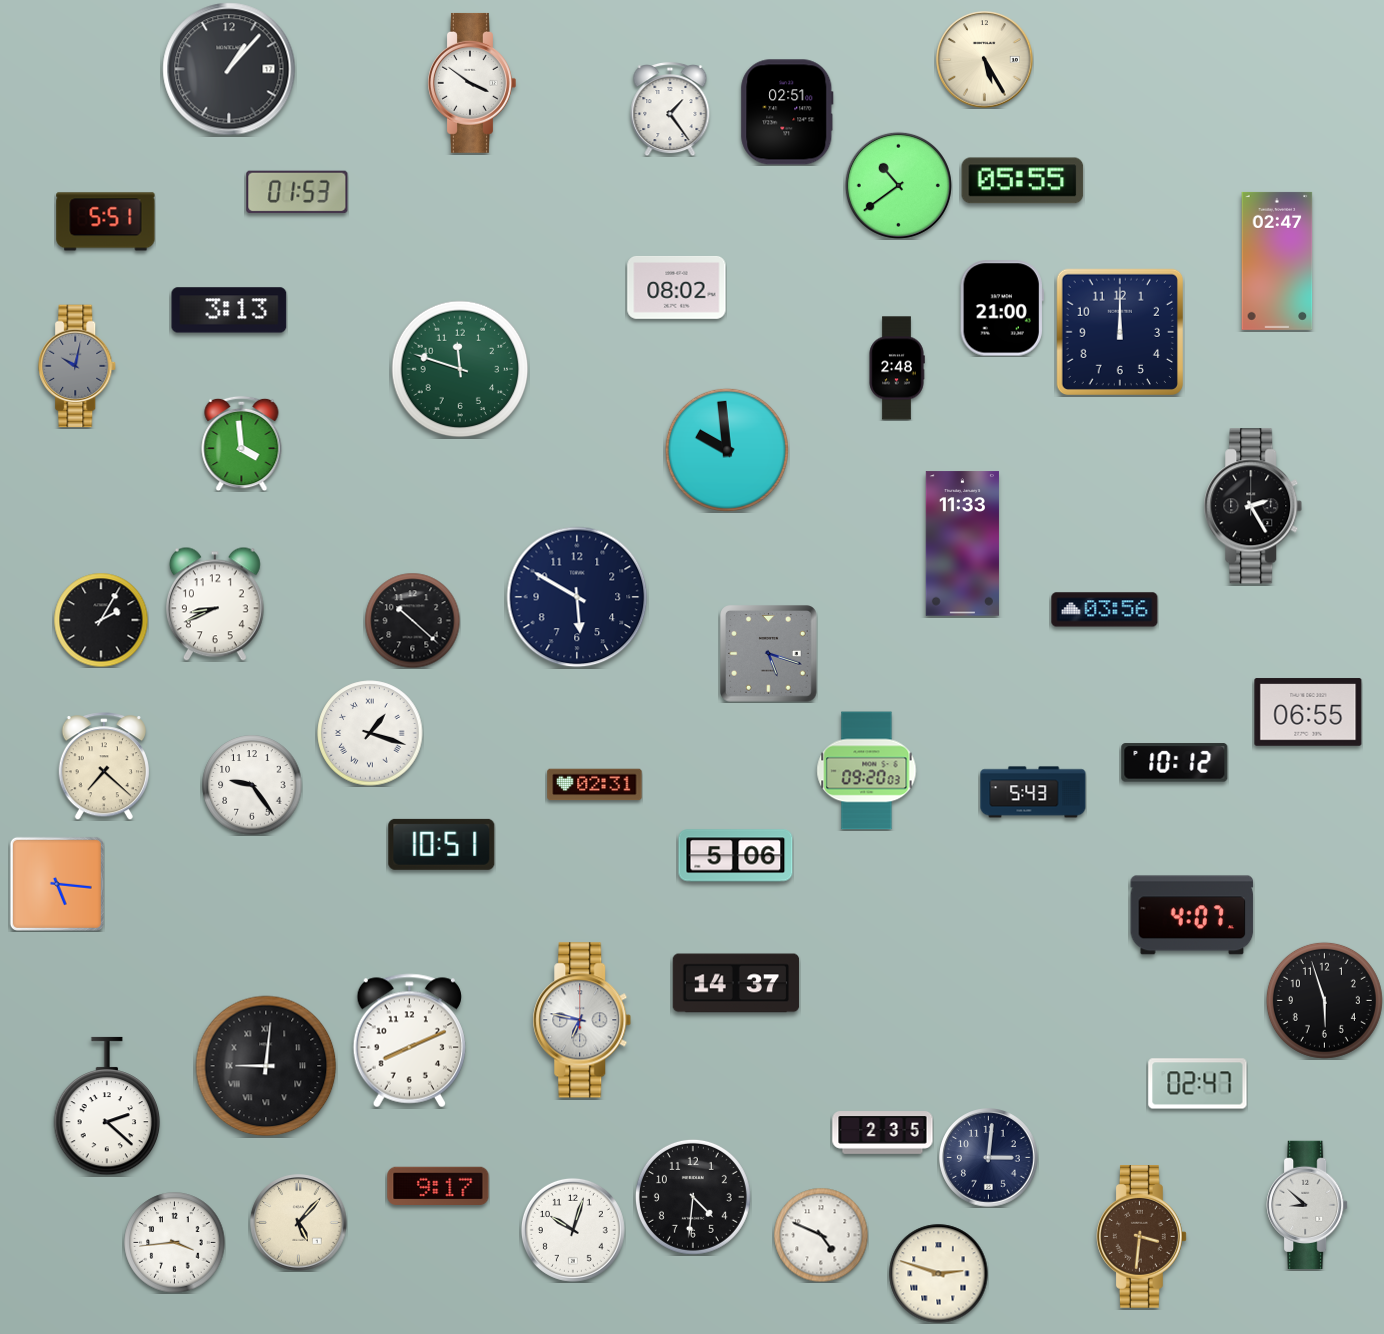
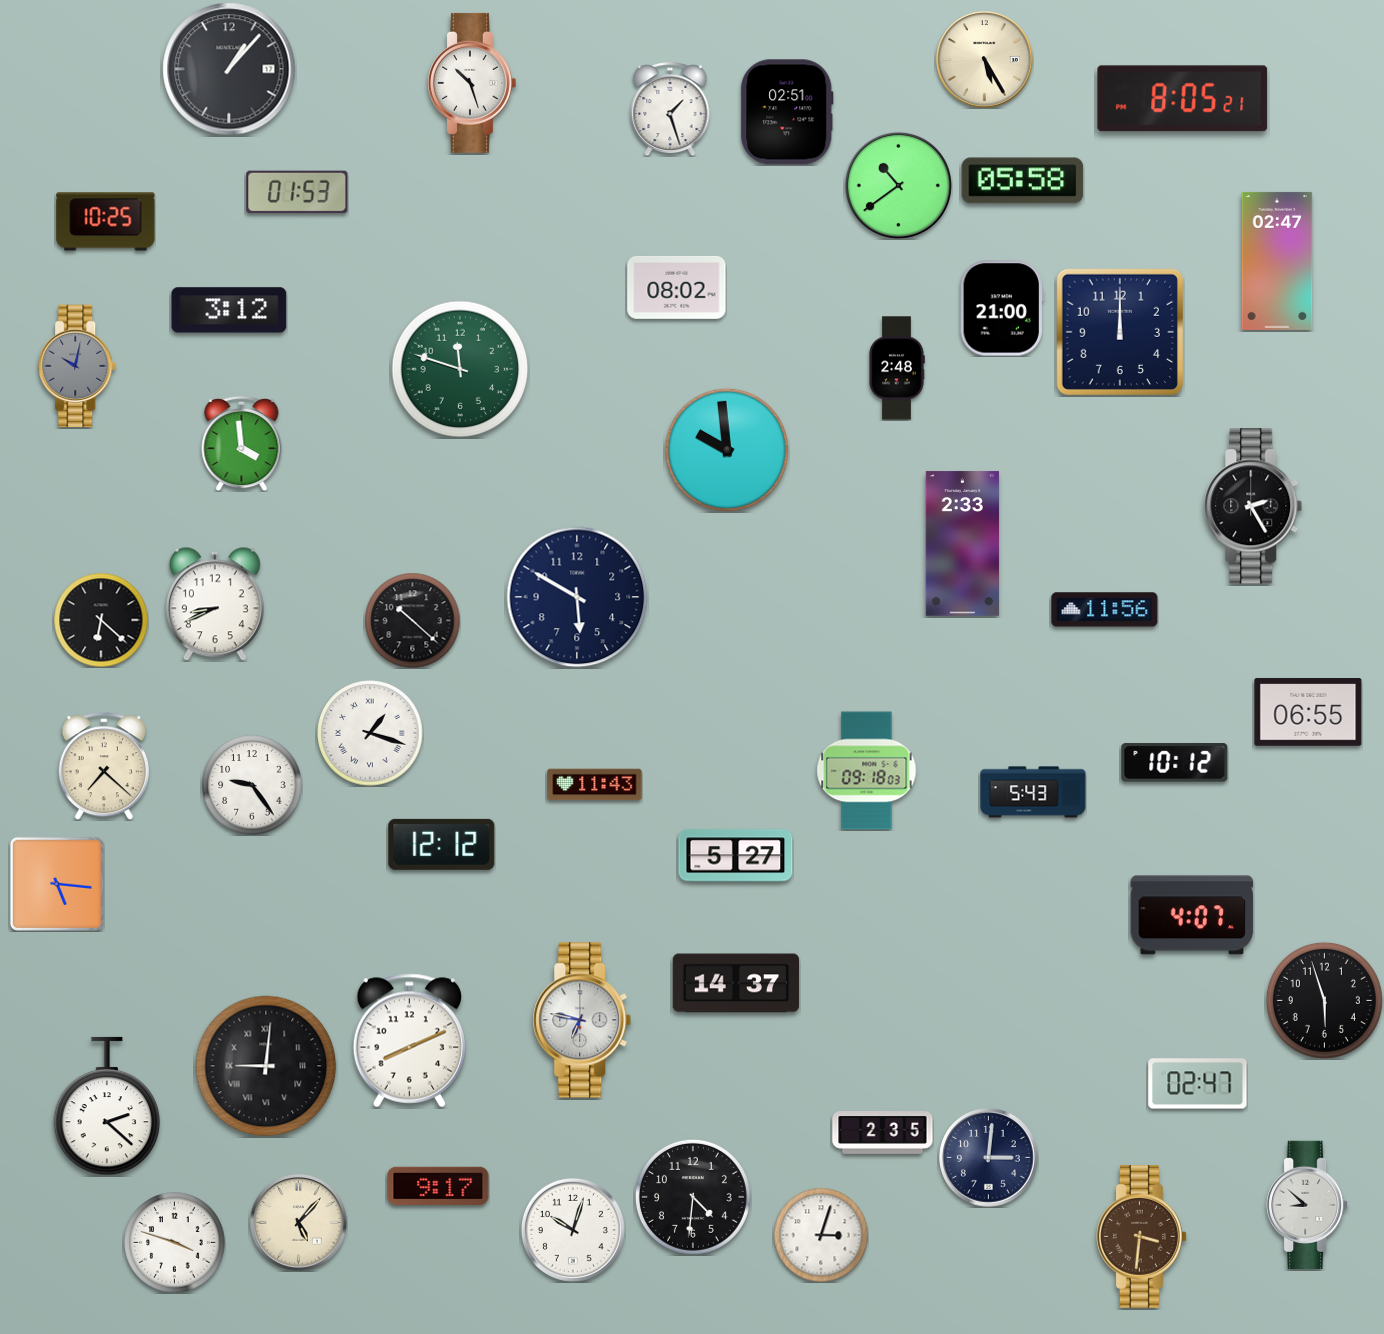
clock at (472, 83): 3:51 -> 10:27
clock at (1183, 99): none -> 8:05
clock at (670, 110): 1:24 -> 1:27
clock at (1023, 181): 05:55 -> 05:58
clock at (106, 222): 5:51 -> 10:25
clock at (229, 310): 3:13 -> 3:12
clock at (962, 544): 11:33 -> 2:33
clock at (1105, 610): 03:56 -> 11:56
clock at (101, 620): 2:05 -> 6:22
clock at (769, 654): 5:18 -> none
clock at (867, 771): 09:20 -> 09:18
clock at (595, 785): 02:31 -> 11:43
clock at (442, 844): 10:51 -> 12:12
clock at (736, 856): 5:06 -> 5:27
clock at (821, 1235): 4:49 -> 3:03
clock at (175, 1243): 3:44 -> 3:48
clock at (939, 1274): 2:48 -> none
